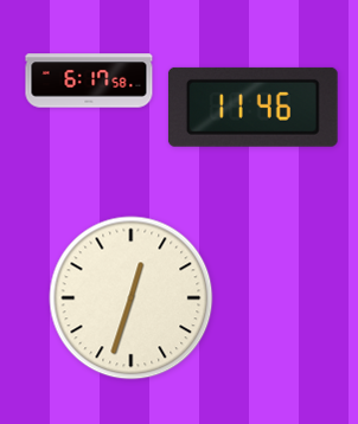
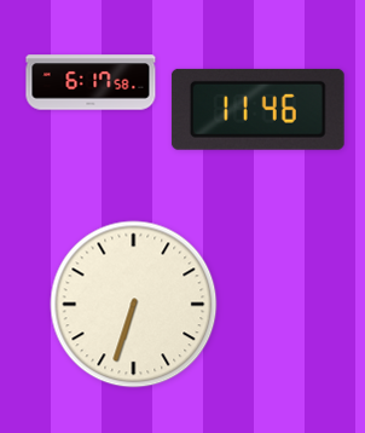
clock at (132, 298): 12:33 -> 6:33
